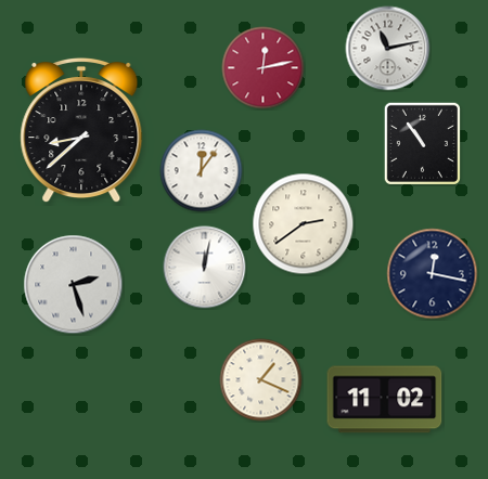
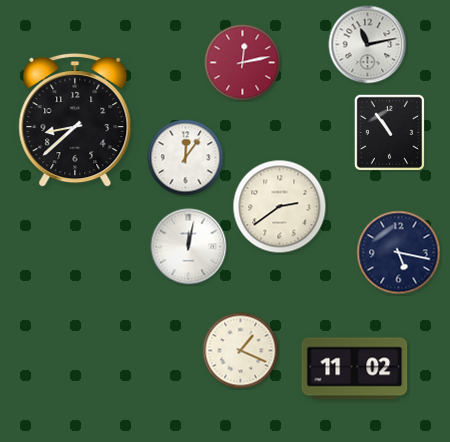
clock at (388, 49) position: (388, 49) -> (368, 45)
clock at (433, 274): 12:17 -> 5:17
clock at (74, 285): 2:27 -> none
